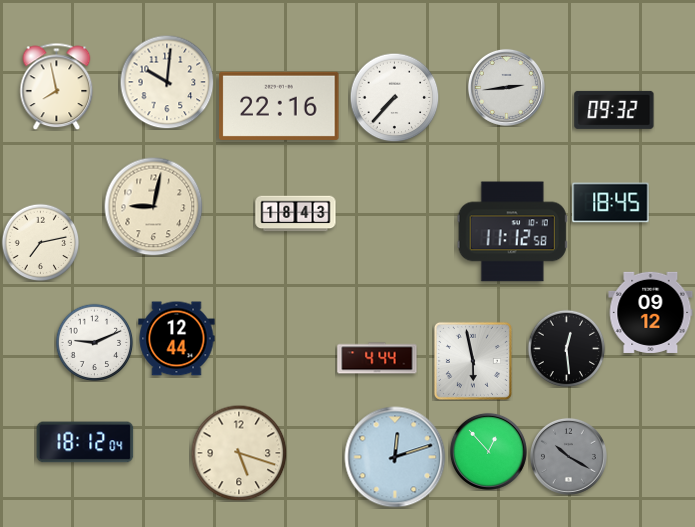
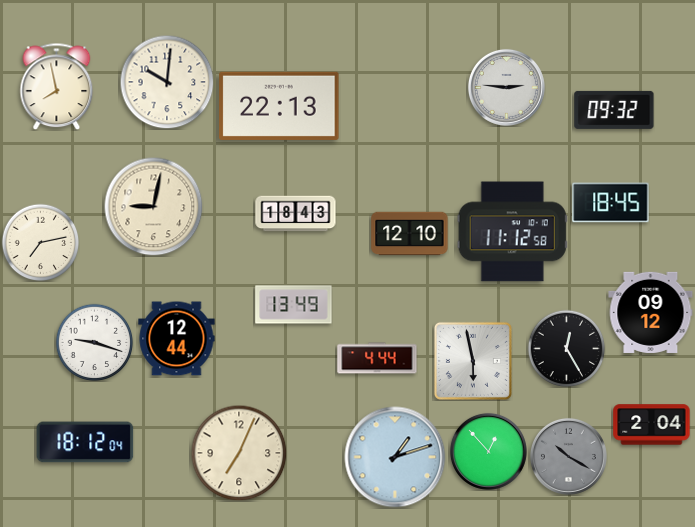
clock at (506, 87): 2:44 -> 2:46
clock at (394, 97): 7:37 -> none
clock at (279, 106): 22:16 -> 22:13
clock at (410, 234): none -> 12:10
clock at (294, 305): none -> 13:49
clock at (94, 342): 9:11 -> 9:18
clock at (566, 348): 12:29 -> 12:25
clock at (652, 425): none -> 2:04
clock at (239, 453): 5:18 -> 7:04
clock at (395, 457): 12:12 -> 1:12
